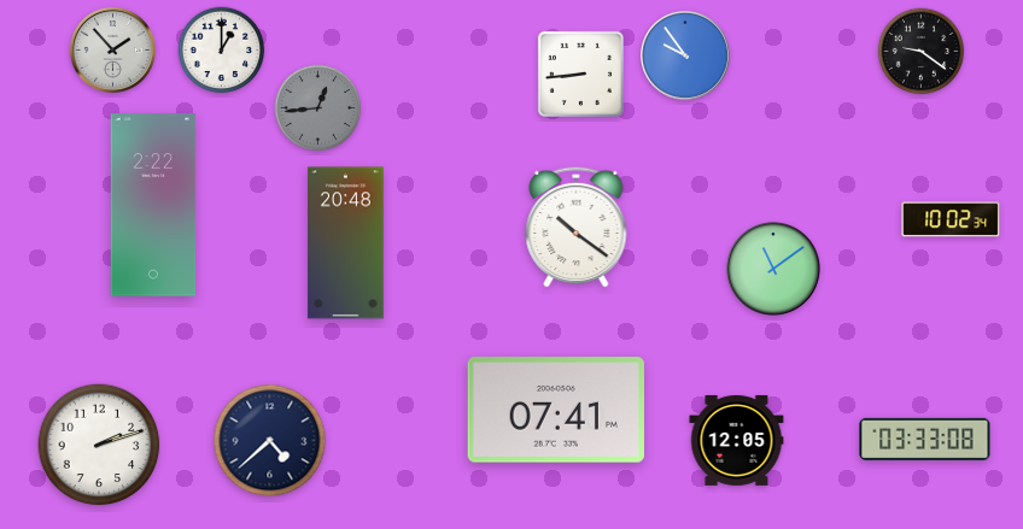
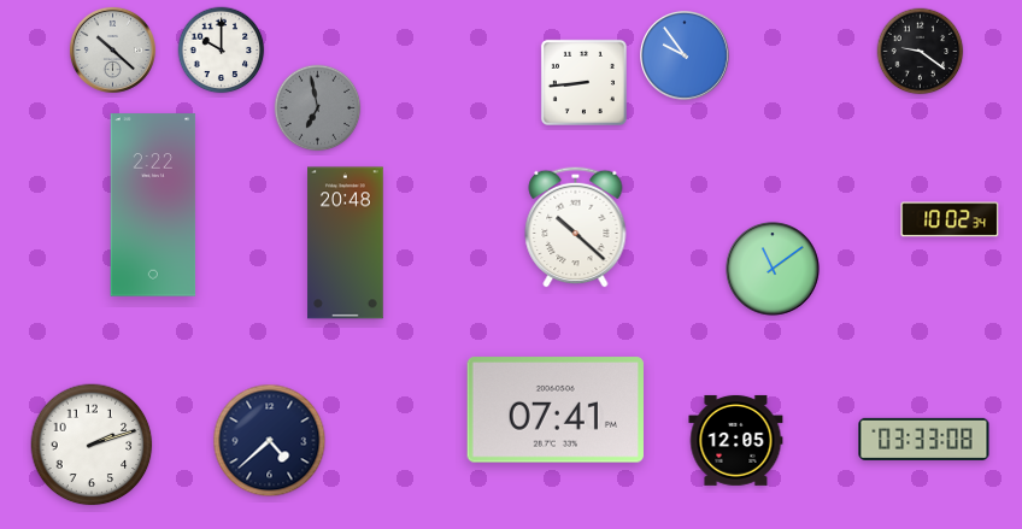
clock at (112, 49): 1:53 -> 10:22
clock at (222, 51): 1:00 -> 10:00
clock at (580, 74) position: (580, 74) -> (583, 82)
clock at (318, 108): 12:44 -> 6:58
clock at (577, 227): 10:21 -> 10:22
clock at (99, 445) position: (99, 445) -> (92, 445)
